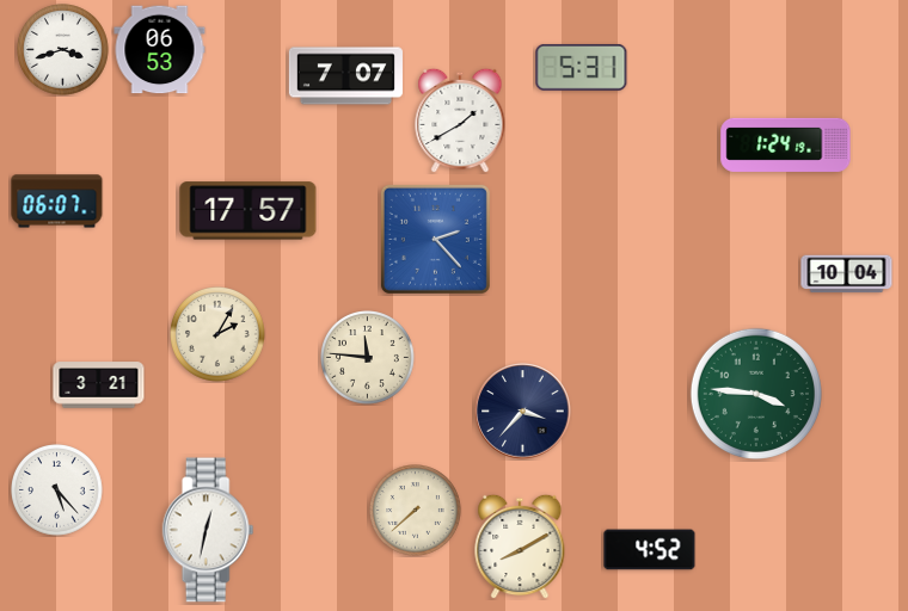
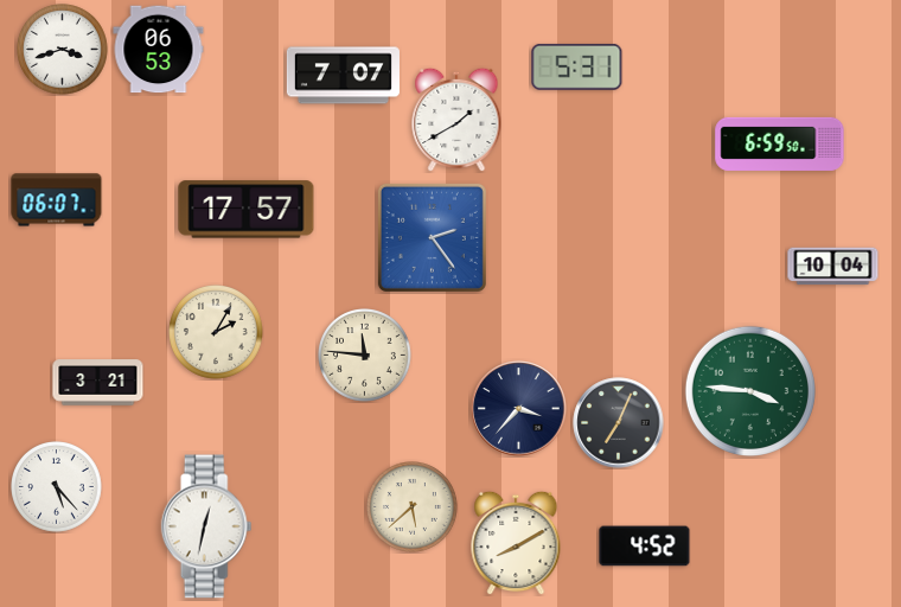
clock at (786, 144): 1:24 -> 6:59
clock at (435, 239): 2:23 -> 2:24
clock at (847, 274) position: (847, 274) -> (833, 267)
clock at (619, 423): none -> 7:04
clock at (416, 511): 7:38 -> 5:38
